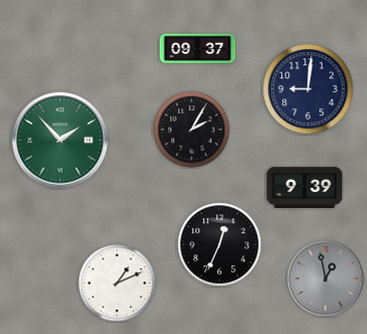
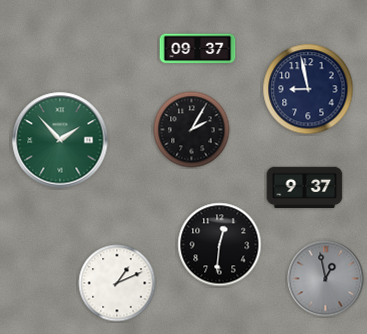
clock at (308, 89): 9:01 -> 8:58
clock at (305, 188): 9:39 -> 9:37
clock at (220, 245): 12:34 -> 12:31
